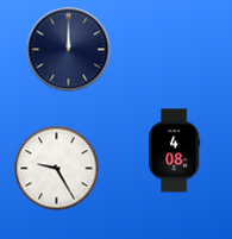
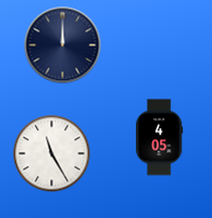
clock at (175, 151): 4:08 -> 4:05
clock at (57, 169): 9:25 -> 11:25
